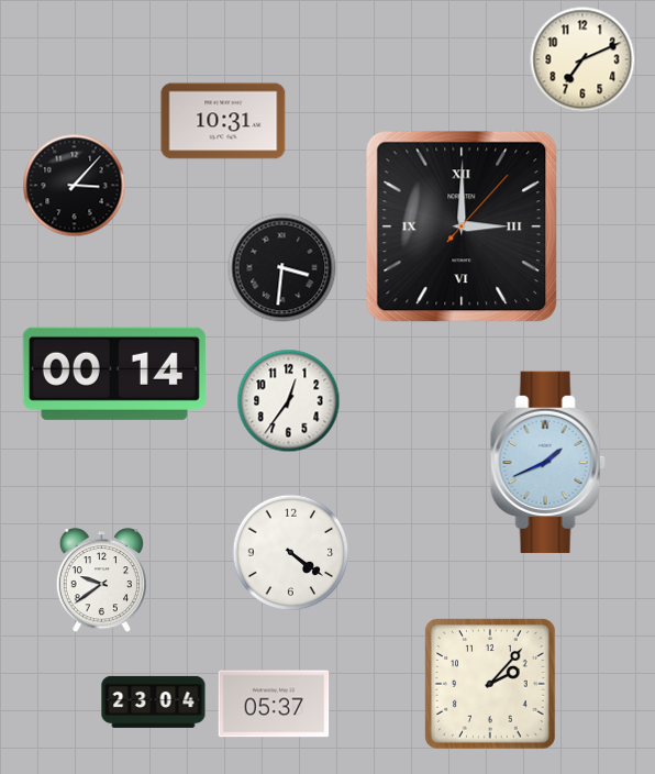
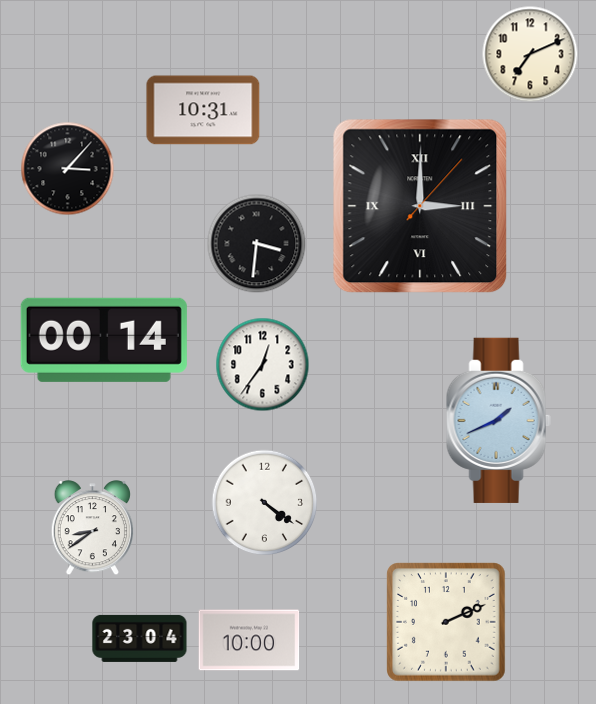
clock at (101, 580): 9:39 -> 8:39
clock at (490, 684): 2:07 -> 2:11
clock at (274, 704): 05:37 -> 10:00
